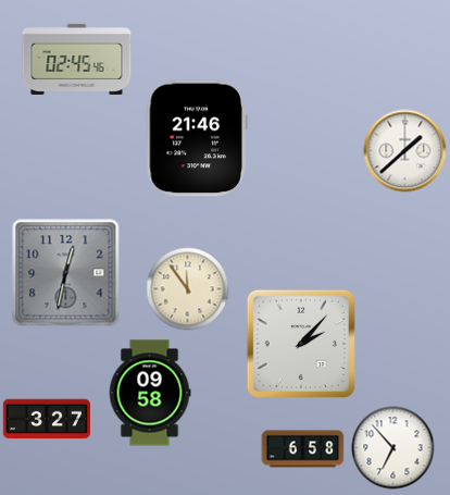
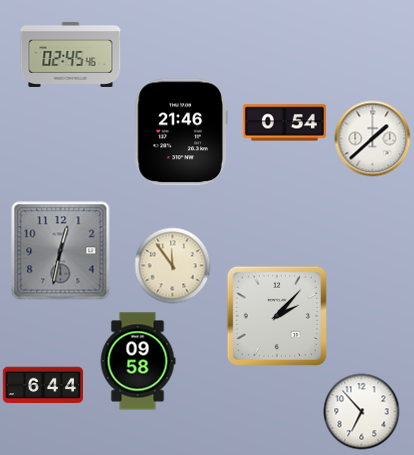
clock at (284, 123): none -> 0:54
clock at (197, 138) position: (197, 138) -> (181, 132)
clock at (46, 419): 3:27 -> 6:44
clock at (303, 449): 6:58 -> none
